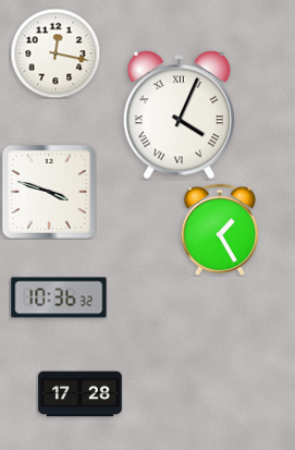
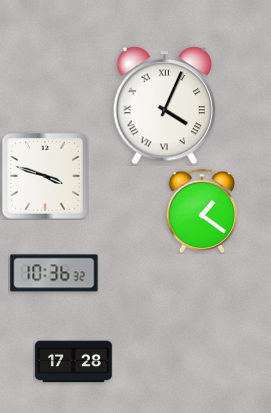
clock at (56, 53): 12:17 -> none
clock at (220, 229): 1:25 -> 1:21
